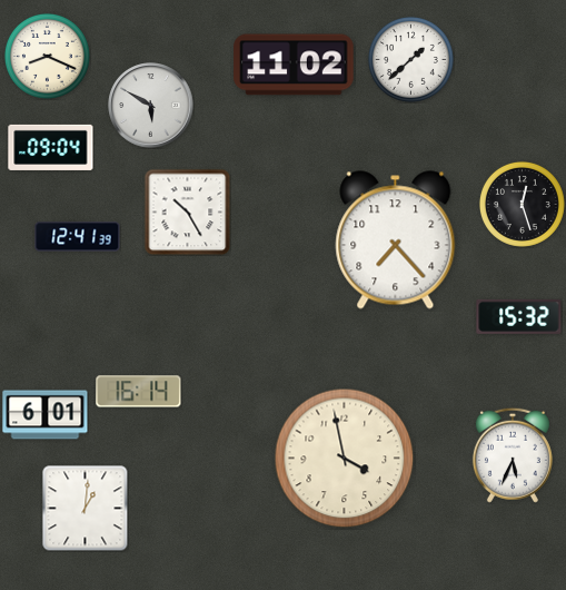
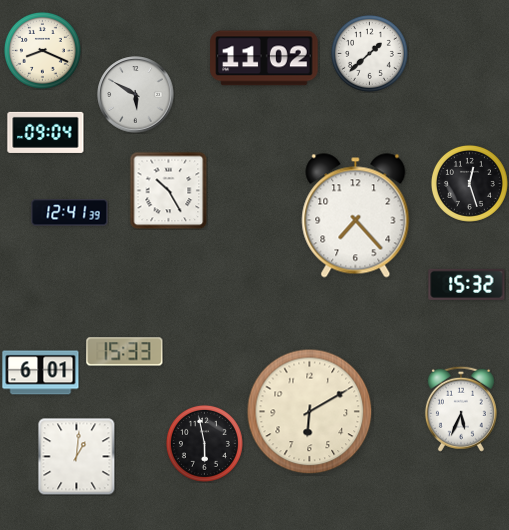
clock at (139, 392): 16:14 -> 15:33
clock at (345, 459): 3:58 -> 6:10
clock at (204, 443): none -> 5:58
